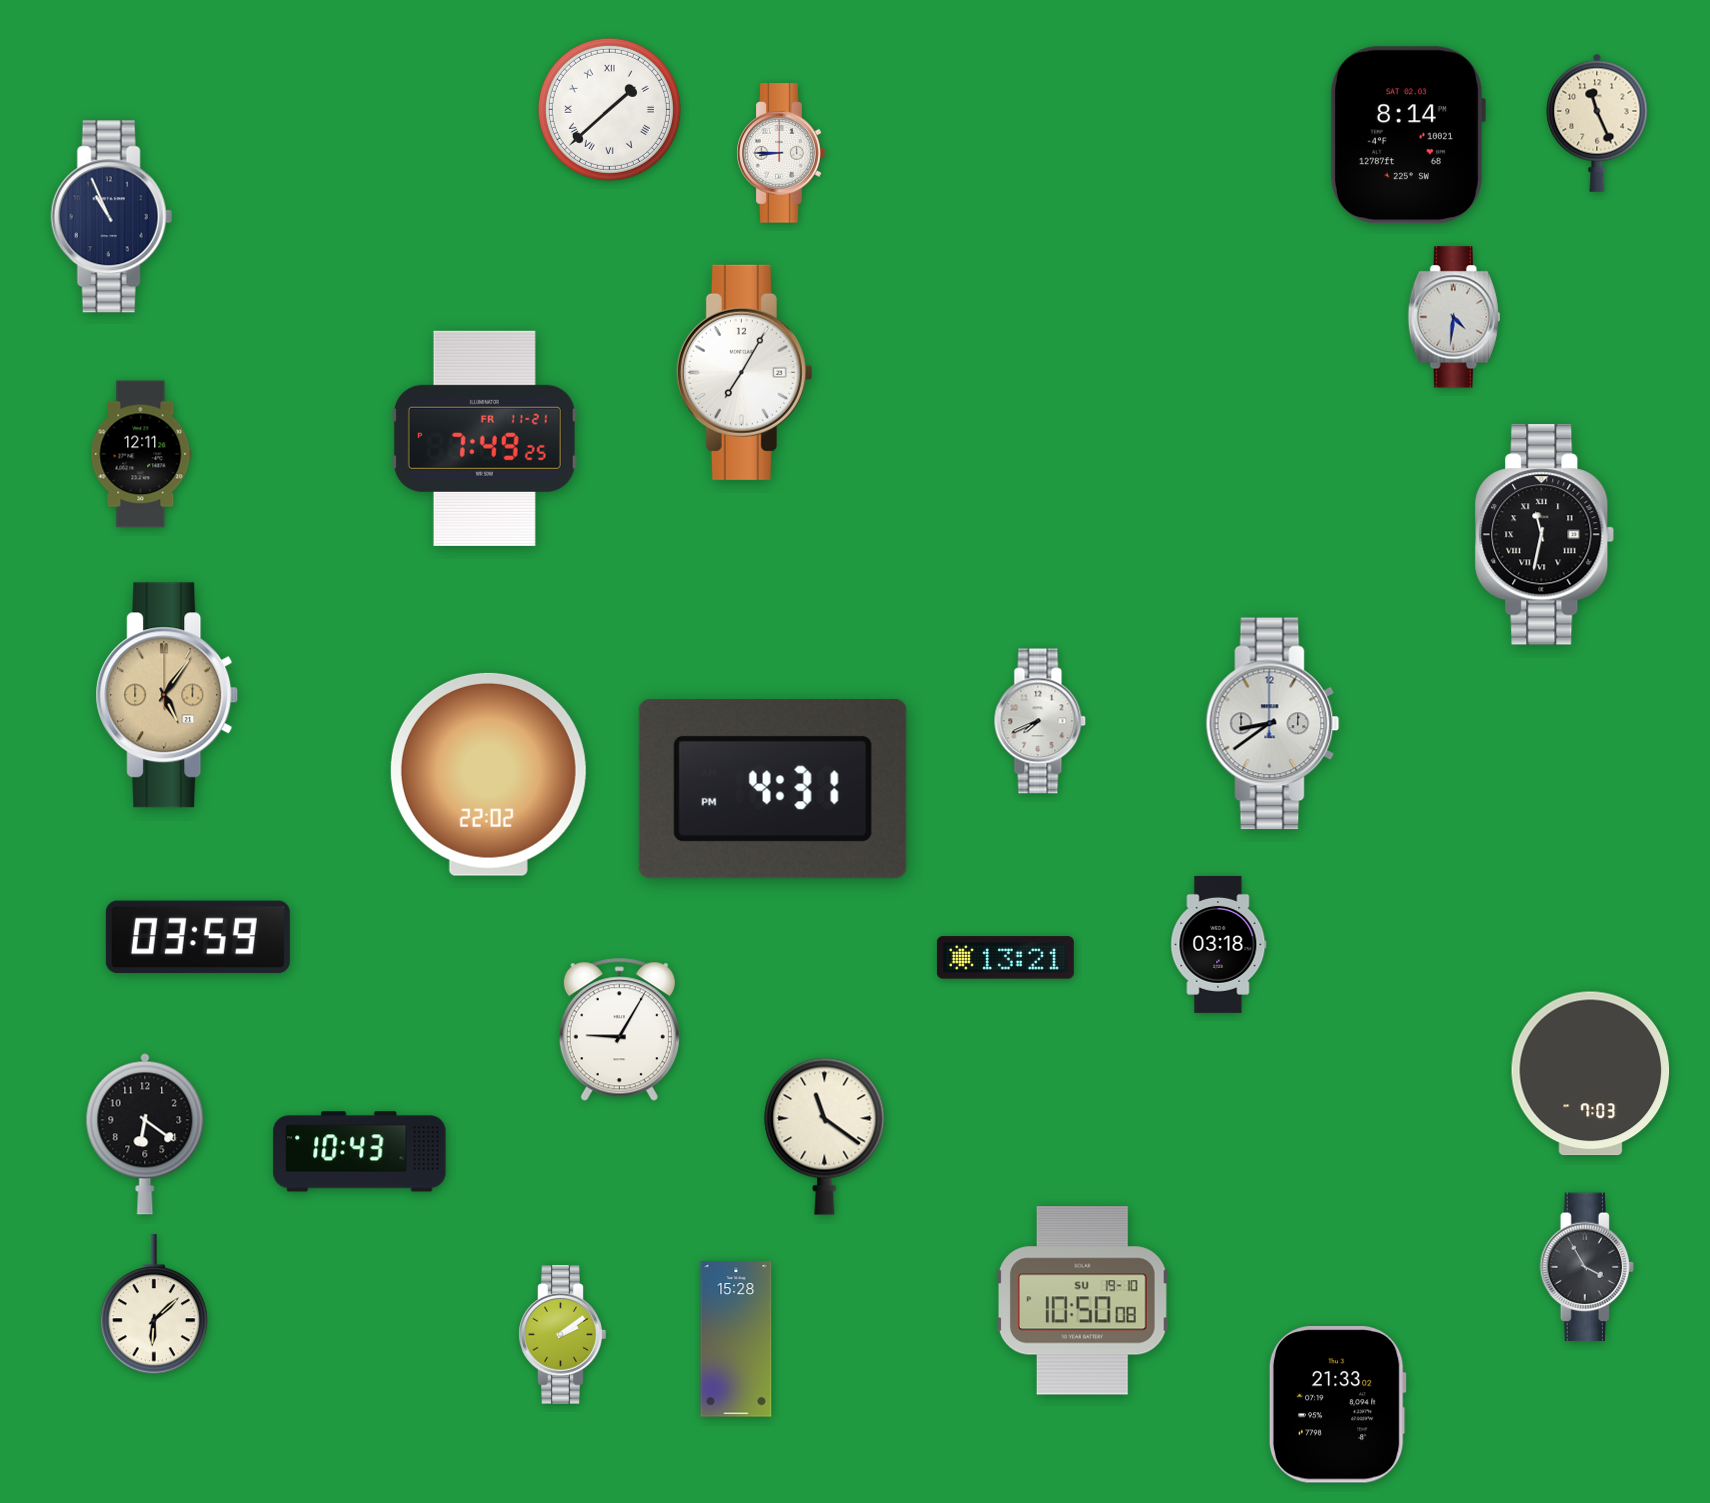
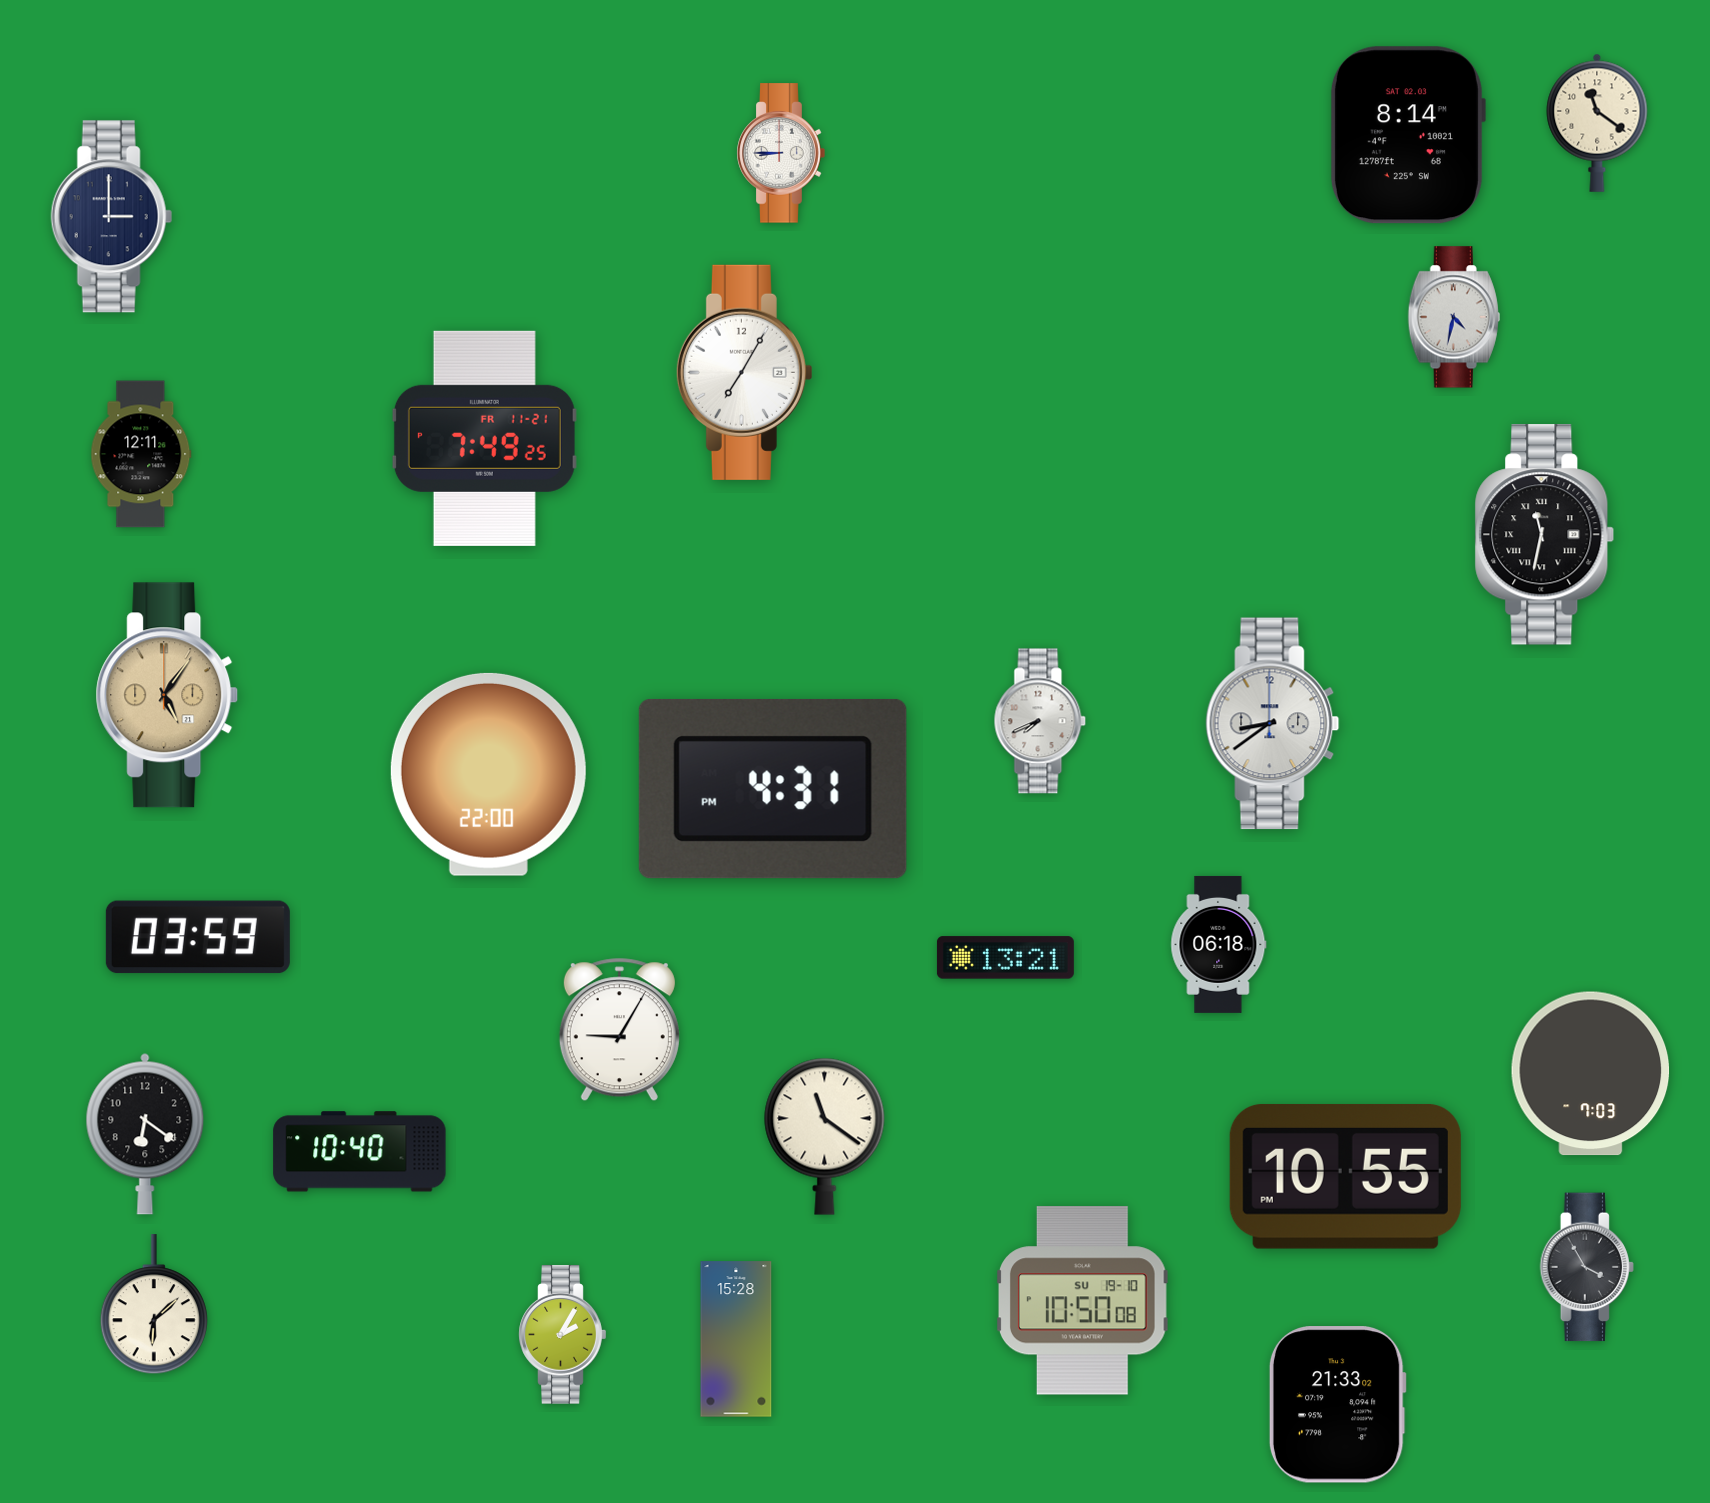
clock at (609, 109): 1:38 -> none
clock at (1597, 123): 11:26 -> 11:21
clock at (111, 217): 10:56 -> 3:00
clock at (1454, 317): 4:31 -> 4:32
clock at (488, 774): 22:02 -> 22:00
clock at (1219, 944): 03:18 -> 06:18
clock at (360, 1152): 10:43 -> 10:40
clock at (1345, 1176): none -> 10:55
clock at (563, 1335): 2:09 -> 2:05
